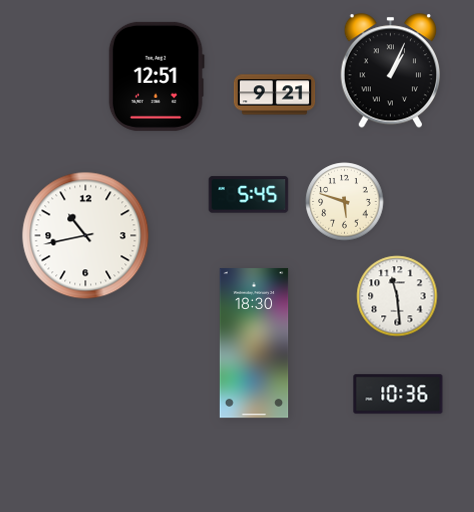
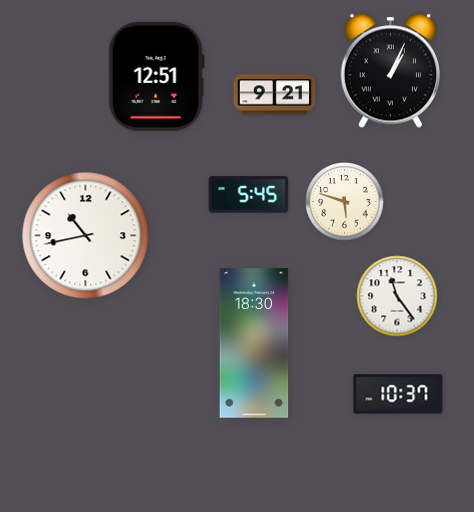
clock at (397, 296): 11:29 -> 11:24
clock at (398, 394): 10:36 -> 10:37
